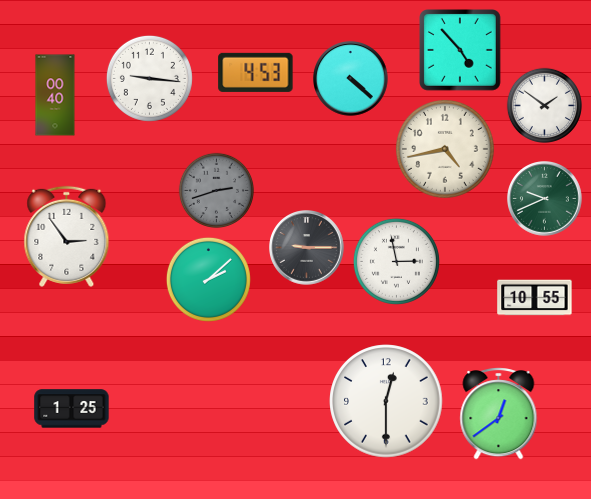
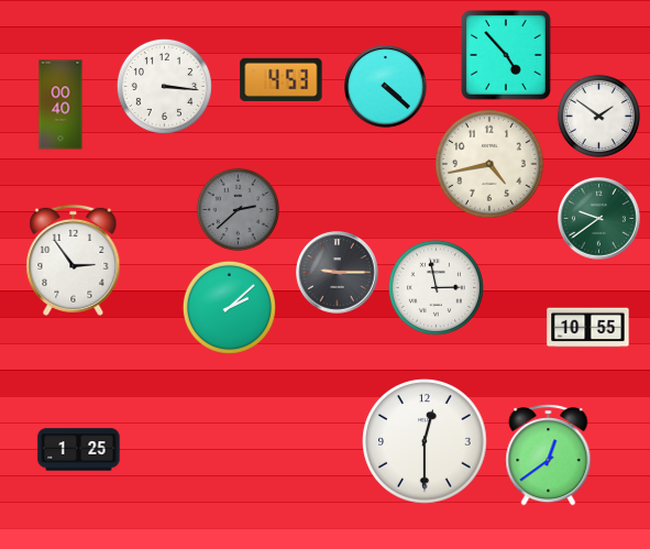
clock at (149, 78): 9:16 -> 3:16
clock at (216, 190): 2:42 -> 2:38
clock at (545, 199): 9:41 -> 9:39
